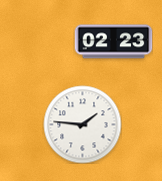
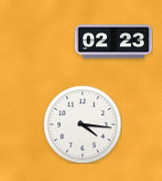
clock at (82, 124): 1:46 -> 4:16
